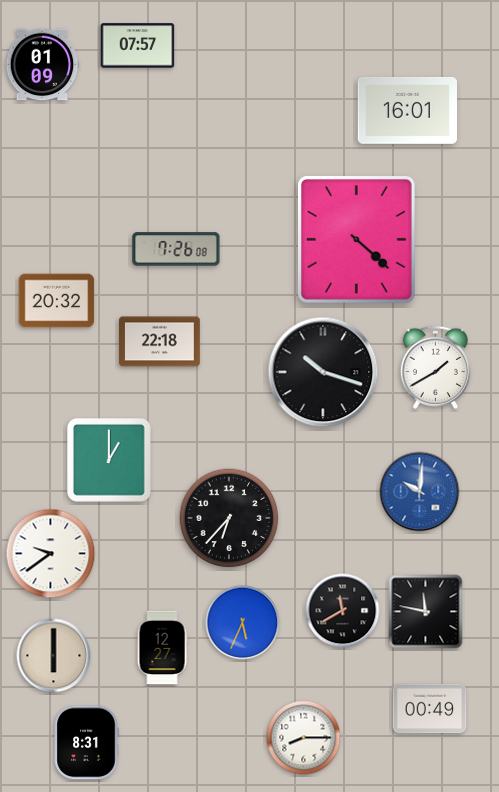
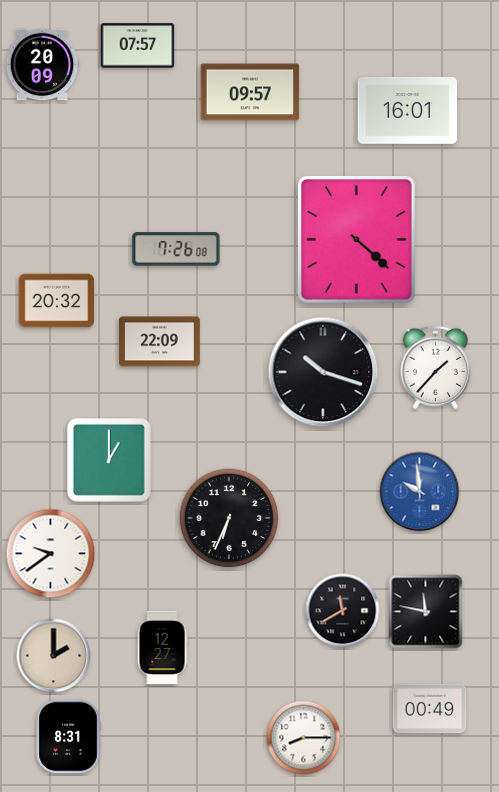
clock at (42, 65): 01:09 -> 20:09
clock at (250, 92): none -> 09:57
clock at (160, 342): 22:18 -> 22:09
clock at (435, 367): 1:40 -> 1:37
clock at (420, 492): 10:01 -> 9:59
clock at (229, 518): 6:37 -> 6:34
clock at (243, 623): 5:34 -> none
clock at (54, 656): 6:00 -> 2:00
clock at (86, 743) position: (86, 743) -> (68, 737)
